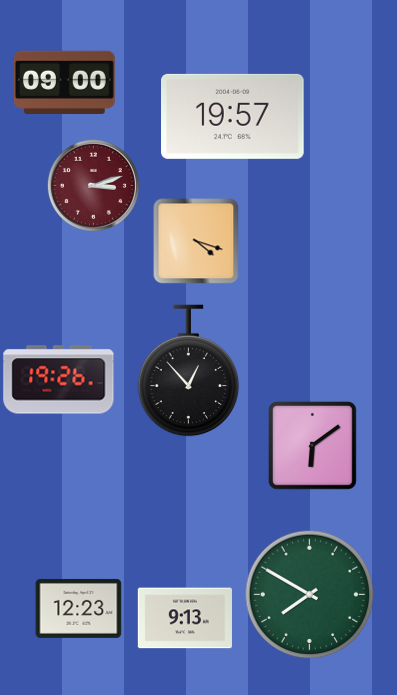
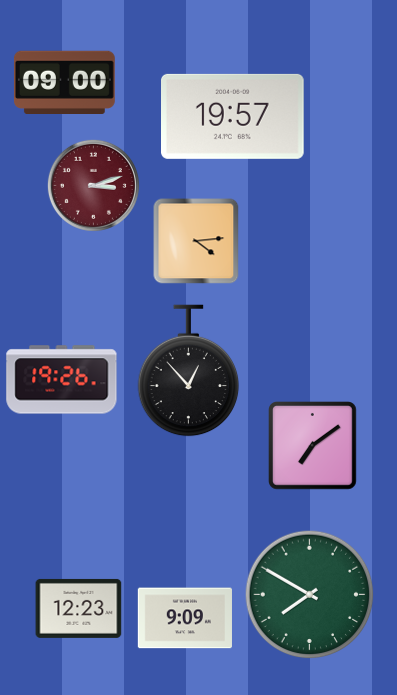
clock at (196, 241): 4:18 -> 4:14
clock at (59, 380) position: (59, 380) -> (62, 380)
clock at (313, 446): 6:09 -> 7:09
clock at (185, 618): 9:13 -> 9:09
